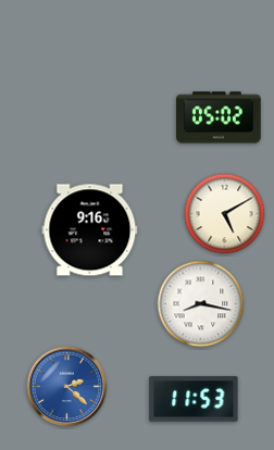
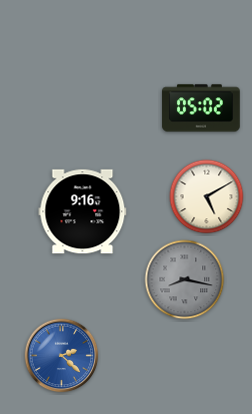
clock at (201, 304) dial: white -> grey
clock at (194, 399): 11:53 -> none
